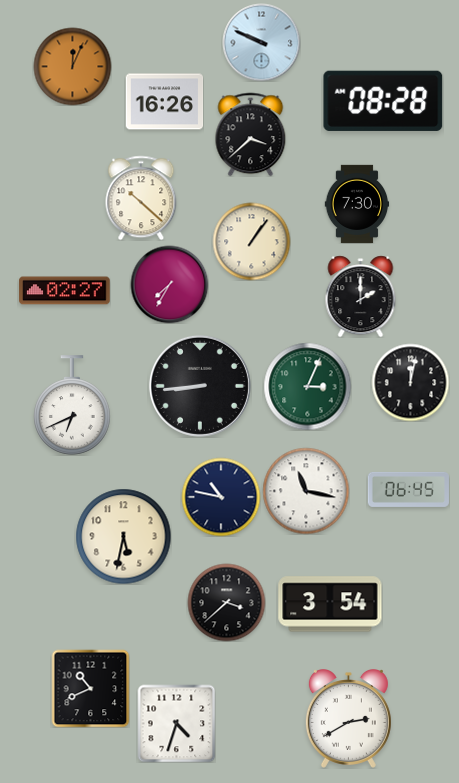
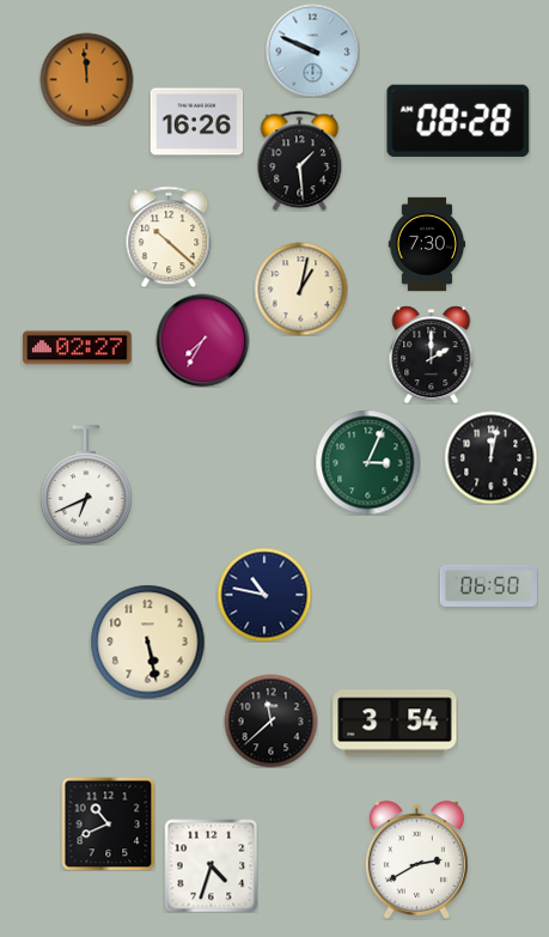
clock at (72, 66): 12:04 -> 11:59
clock at (251, 134): 3:38 -> 1:29
clock at (251, 241): 1:06 -> 1:02
clock at (200, 386): 8:44 -> none
clock at (408, 489): 06:45 -> 06:50
clock at (306, 491): 11:17 -> none
clock at (123, 536): 5:32 -> 5:28
clock at (226, 602): 3:38 -> 11:38
